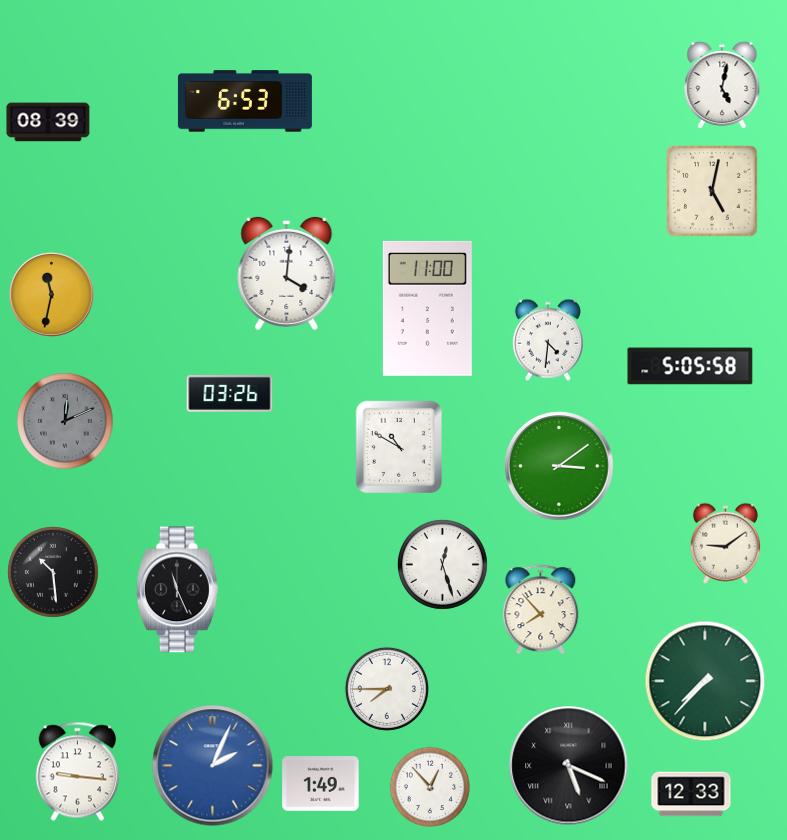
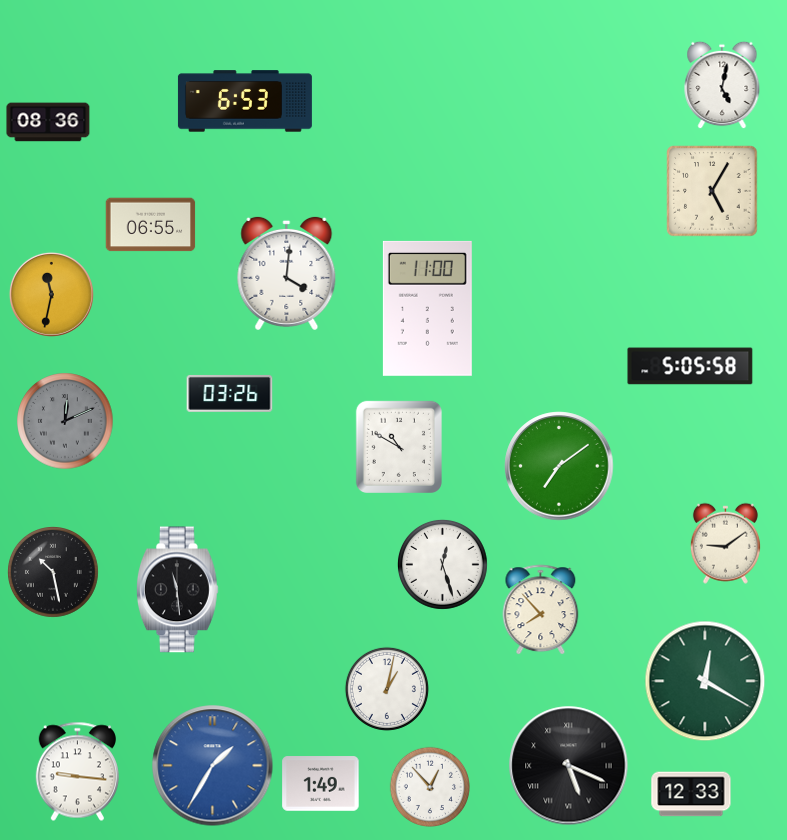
clock at (48, 122): 08:39 -> 08:36
clock at (712, 191): 5:02 -> 5:05
clock at (151, 225): none -> 06:55
clock at (548, 340): 4:31 -> none
clock at (559, 466): 3:09 -> 7:09
clock at (54, 573): 10:29 -> 10:28
clock at (177, 590): 11:26 -> 11:29
clock at (705, 681): 7:37 -> 12:20
clock at (387, 689): 7:45 -> 1:02
clock at (213, 766): 2:04 -> 1:35
